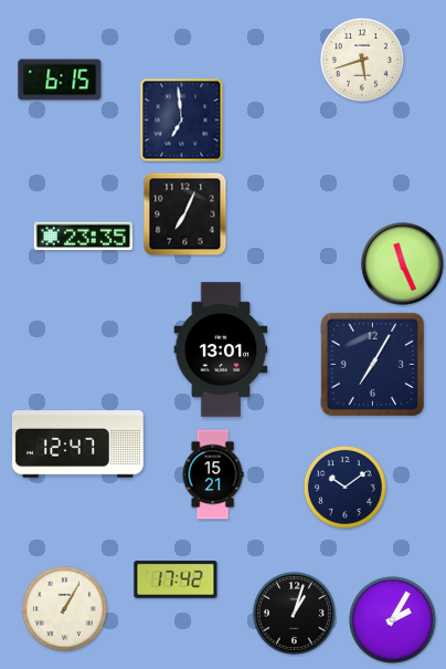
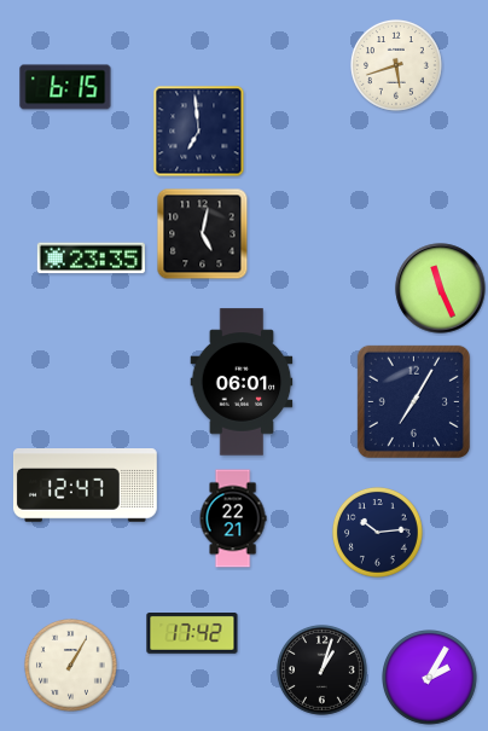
clock at (185, 215): 7:04 -> 5:02
clock at (221, 349): 13:01 -> 06:01
clock at (372, 364) position: (372, 364) -> (413, 401)
clock at (213, 474): 15:21 -> 22:21
clock at (344, 487): 10:09 -> 10:14
